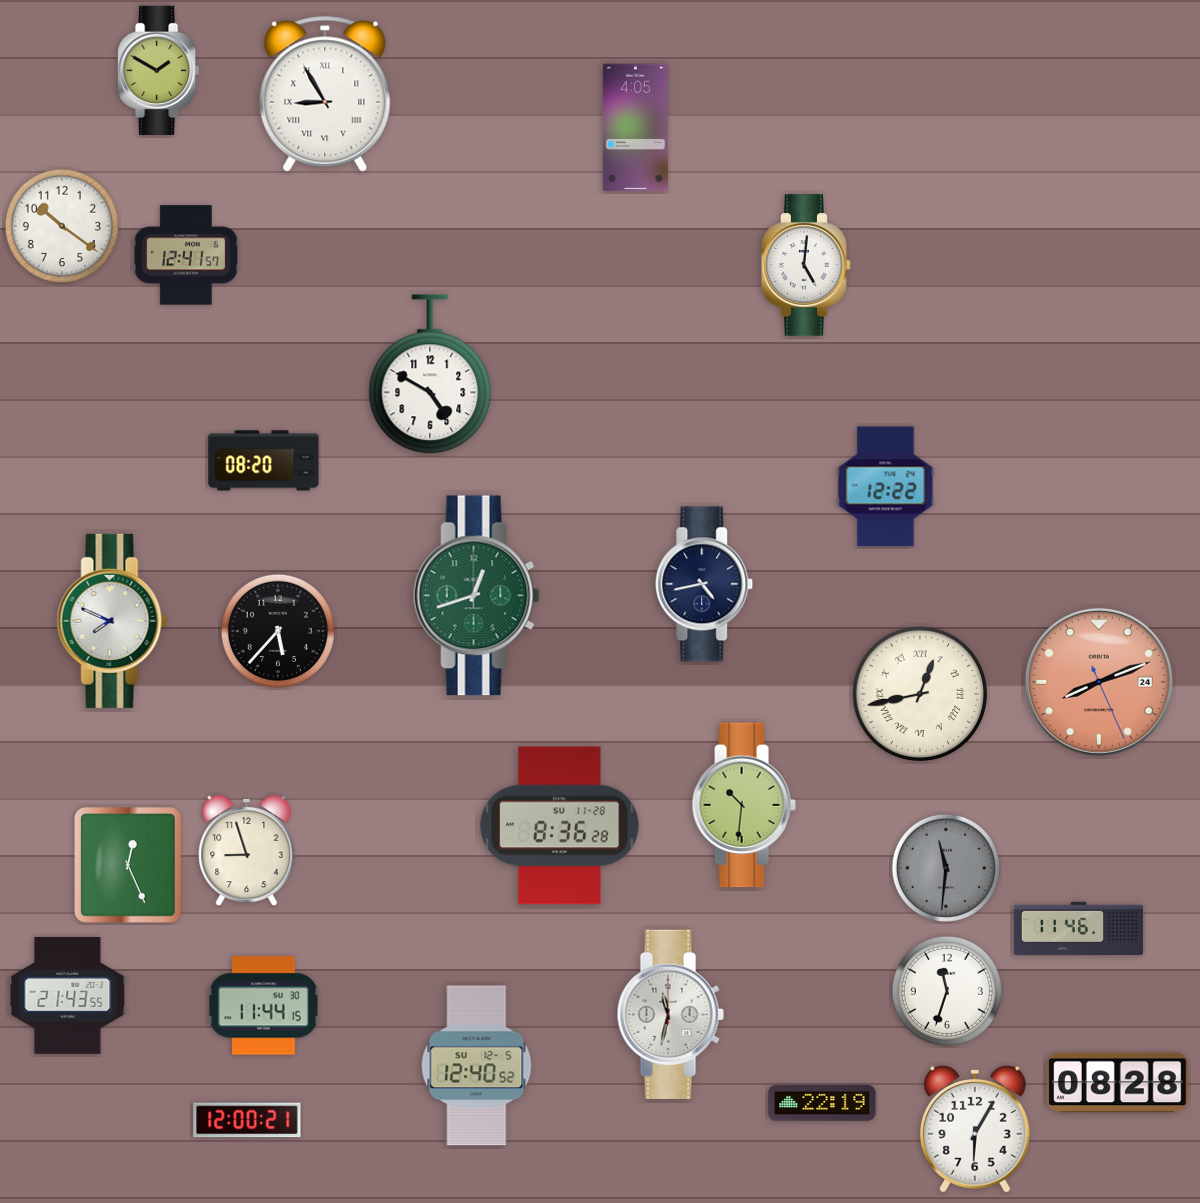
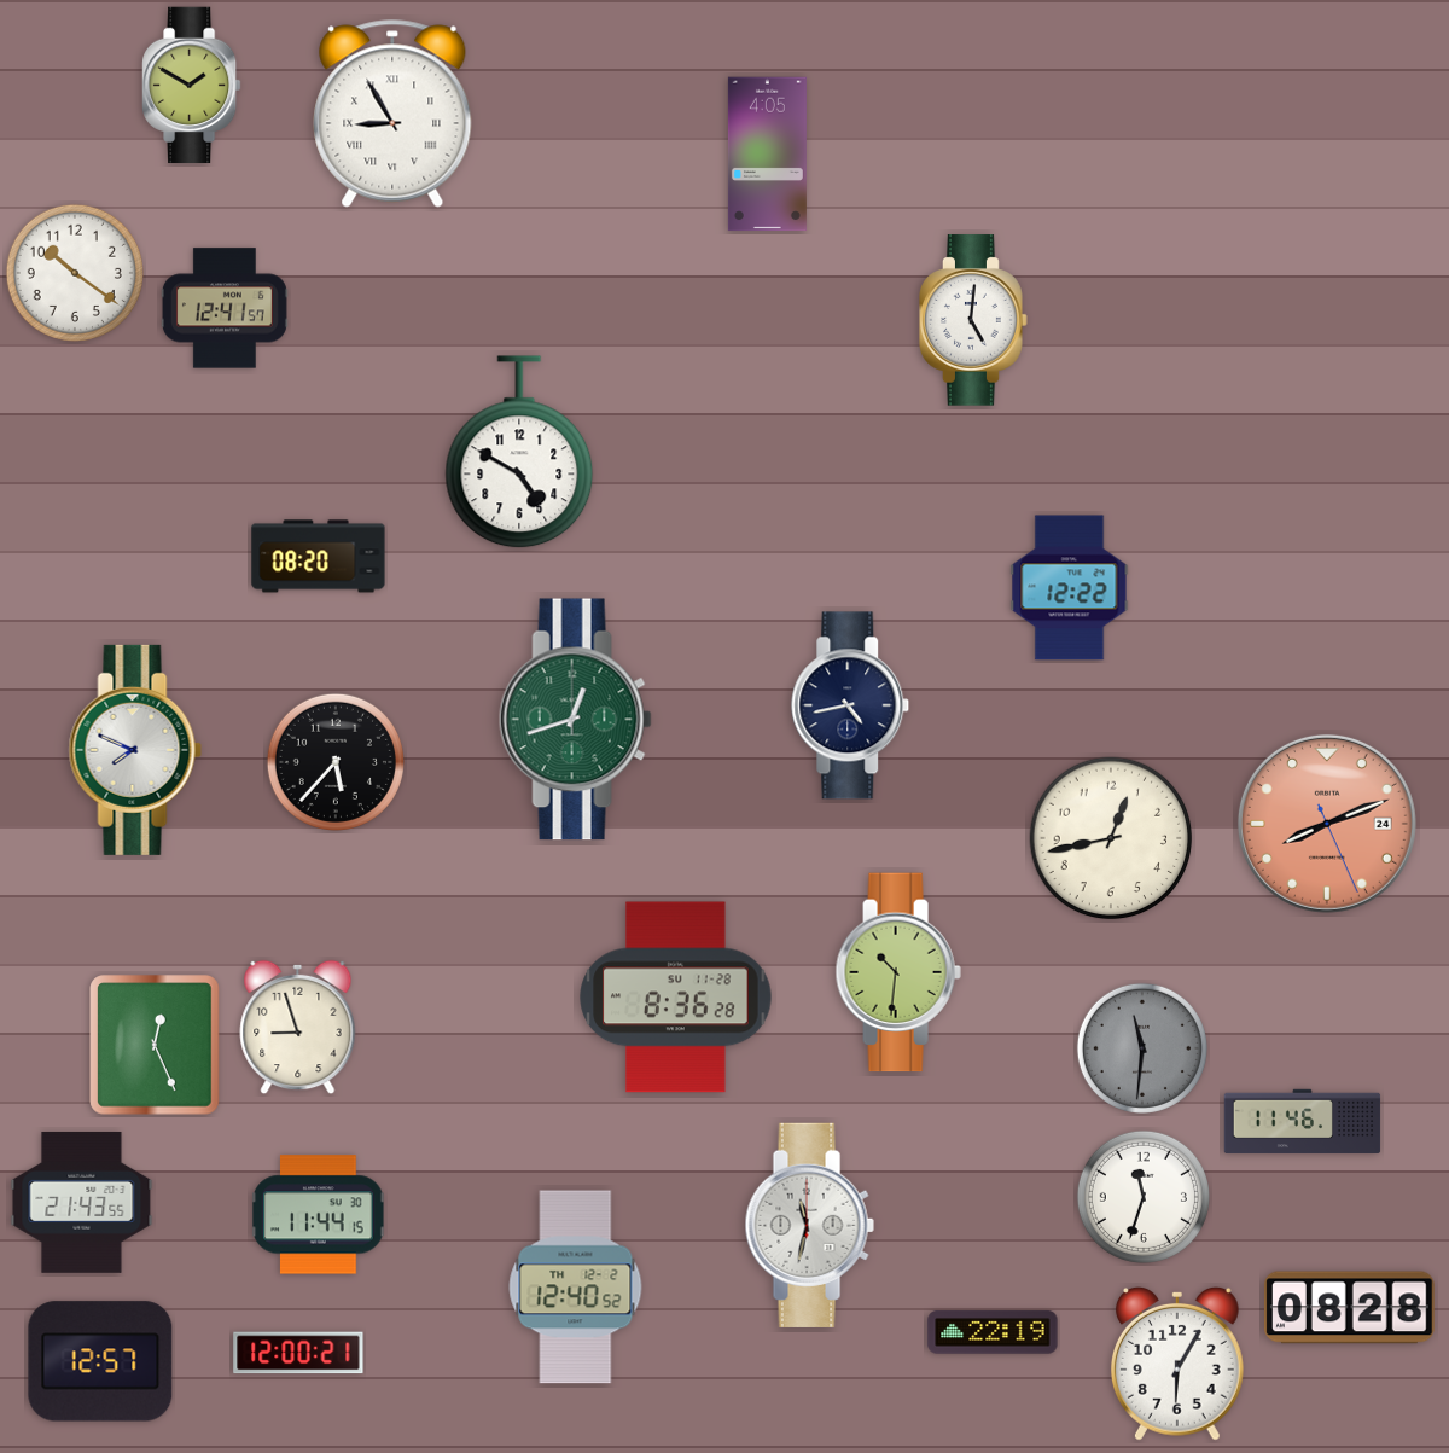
clock at (920, 694) numerals: Roman -> Arabic
clock at (477, 1066) date: SU 12-5 -> TH 12-2
clock at (100, 1361): none -> 12:57
